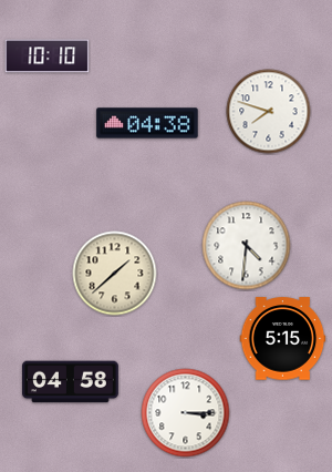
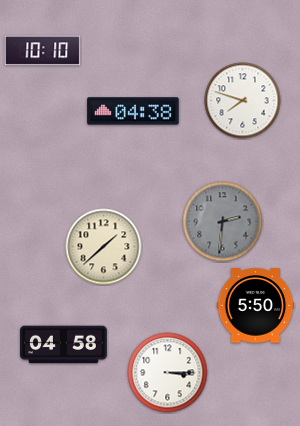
clock at (247, 246): 4:31 -> 2:31
clock at (247, 246) dial: white -> grey
clock at (283, 339): 5:15 -> 5:50
